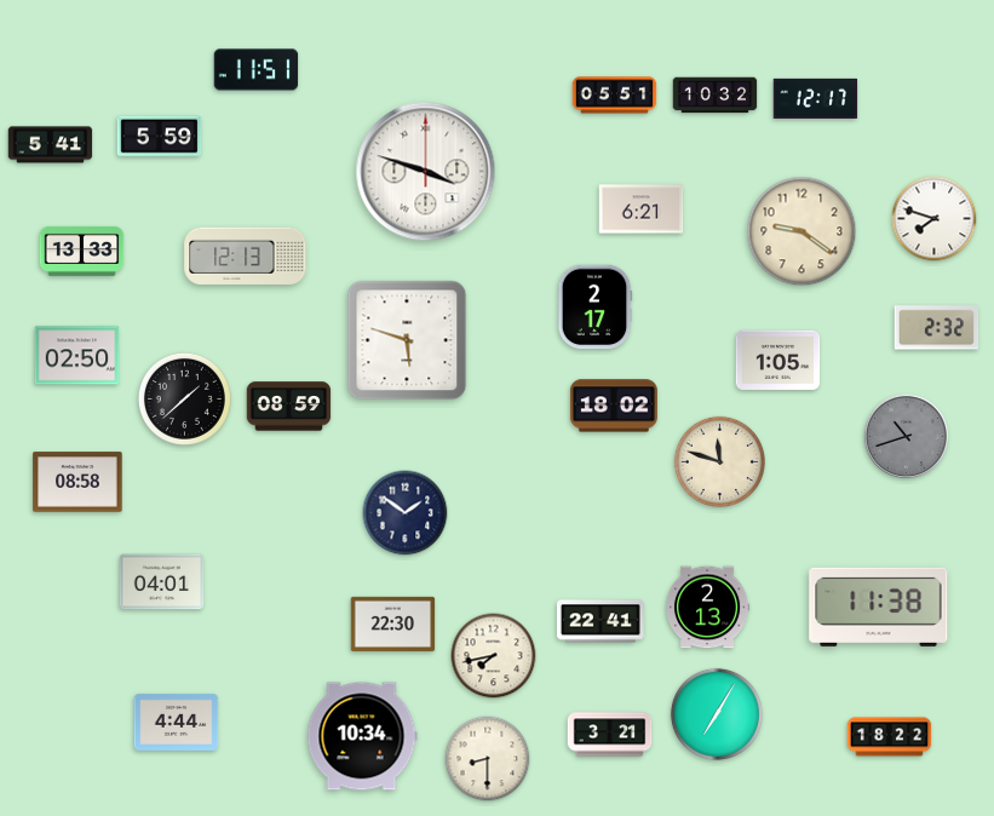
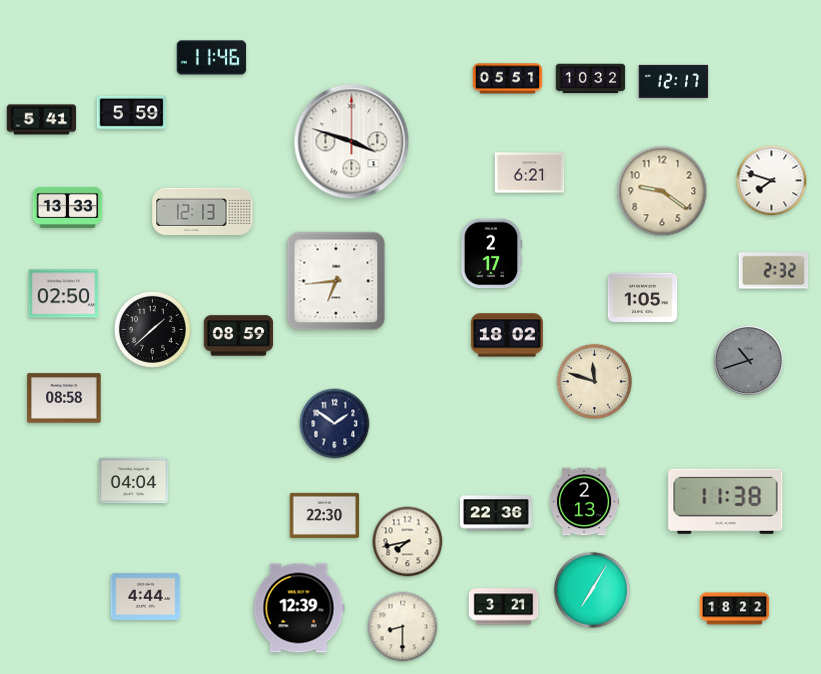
clock at (257, 70): 11:51 -> 11:46
clock at (407, 340): 5:48 -> 6:44
clock at (162, 582): 04:01 -> 04:04
clock at (601, 621): 22:41 -> 22:36
clock at (362, 736): 10:34 -> 12:39
